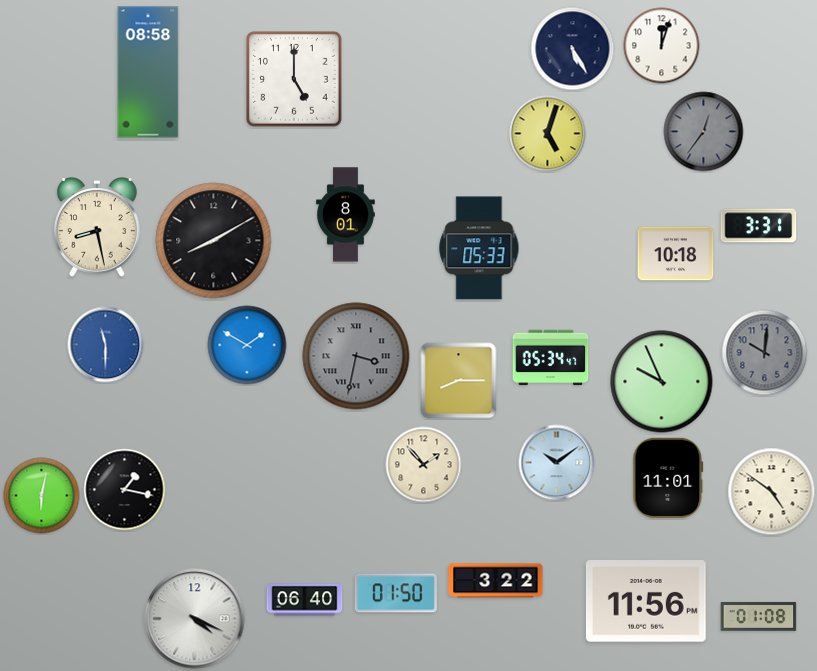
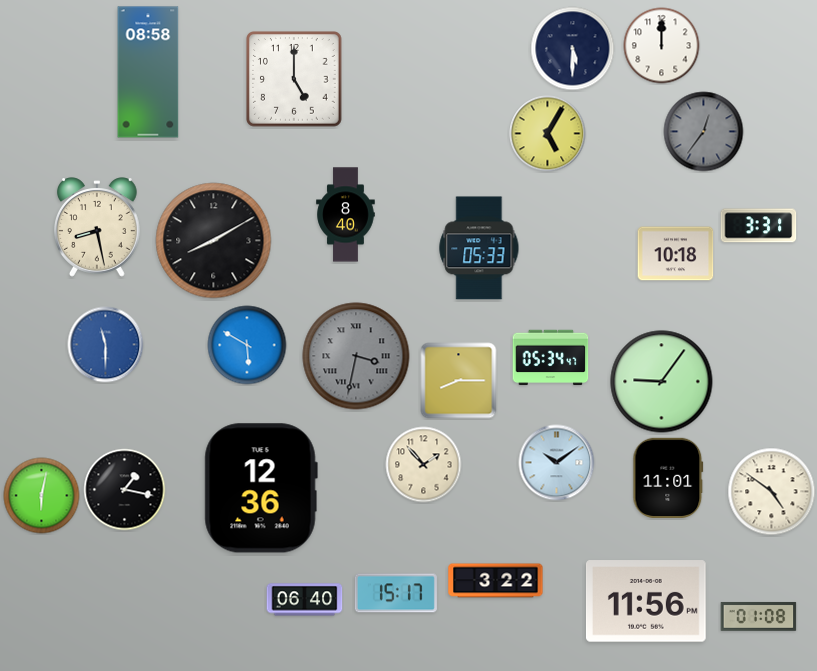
clock at (662, 46): 12:03 -> 12:00
clock at (573, 49): 5:25 -> 5:30
clock at (548, 134): 5:03 -> 5:05
clock at (346, 215): 8:01 -> 8:40
clock at (247, 345): 1:50 -> 5:50
clock at (765, 353): 10:01 -> none
clock at (662, 382): 9:56 -> 9:06
clock at (261, 488): none -> 12:36
clock at (396, 593): 01:50 -> 15:17
clock at (195, 619): 4:19 -> none
